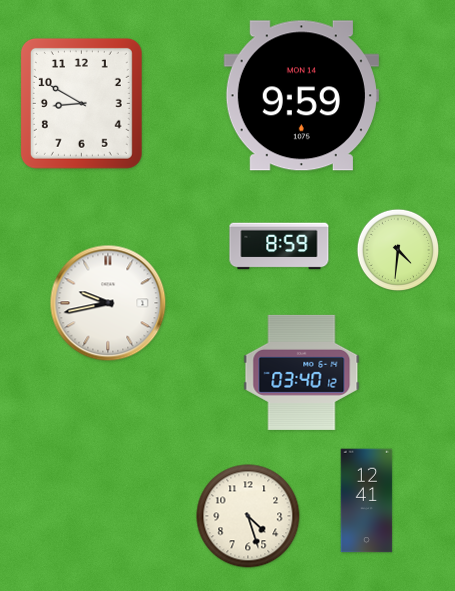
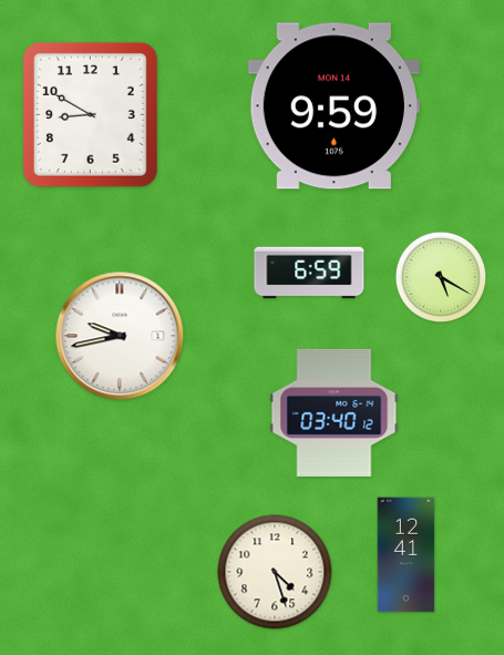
clock at (279, 246): 8:59 -> 6:59
clock at (398, 250): 4:31 -> 5:20
